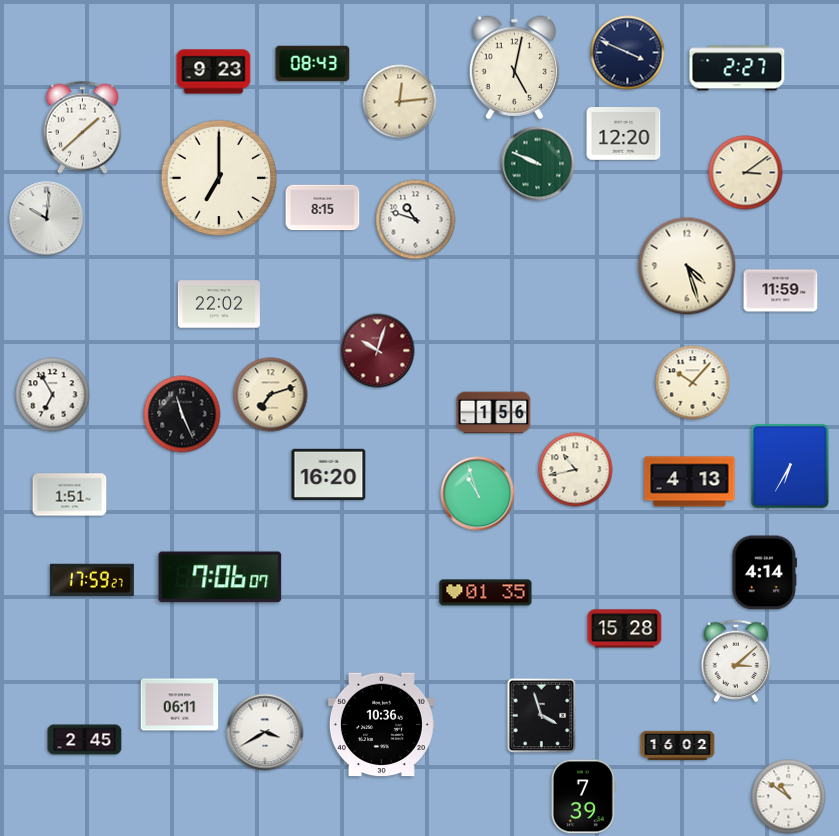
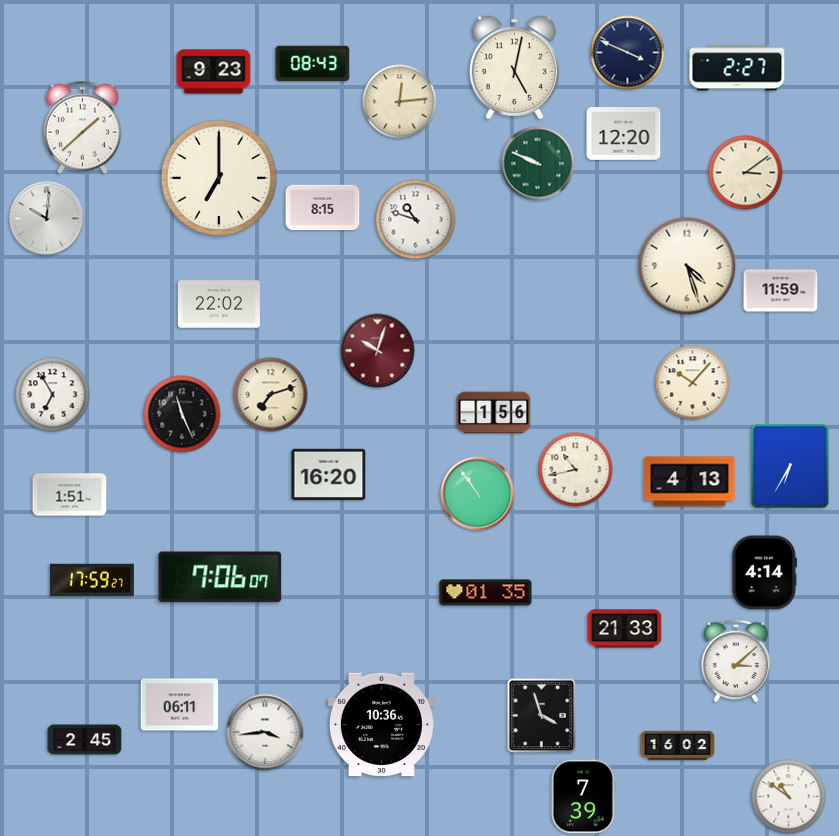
clock at (478, 494): 10:57 -> 10:54
clock at (625, 629): 15:28 -> 21:33
clock at (265, 732): 3:40 -> 3:44
